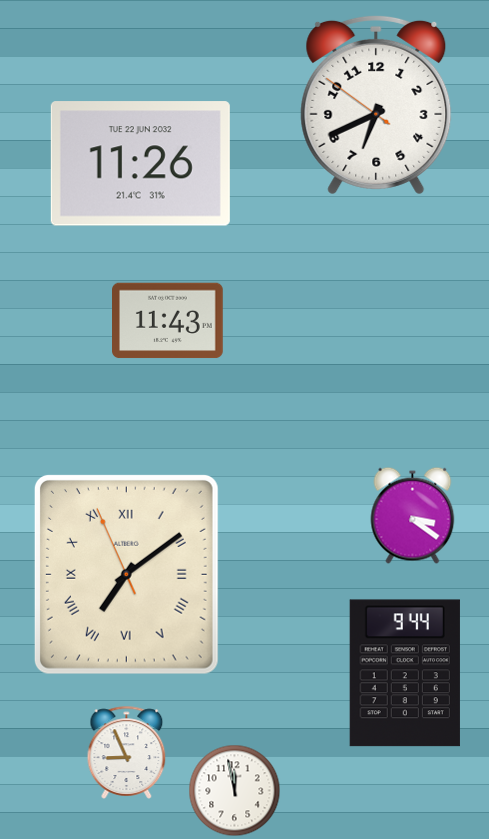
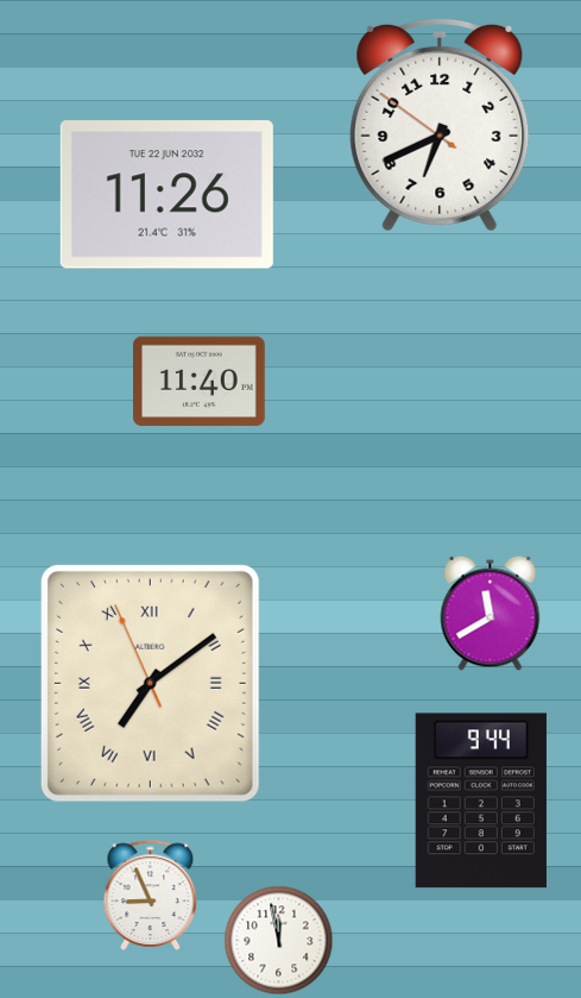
clock at (376, 105) position: (376, 105) -> (440, 125)
clock at (168, 321): 11:43 -> 11:40
clock at (413, 515): 3:21 -> 11:40
